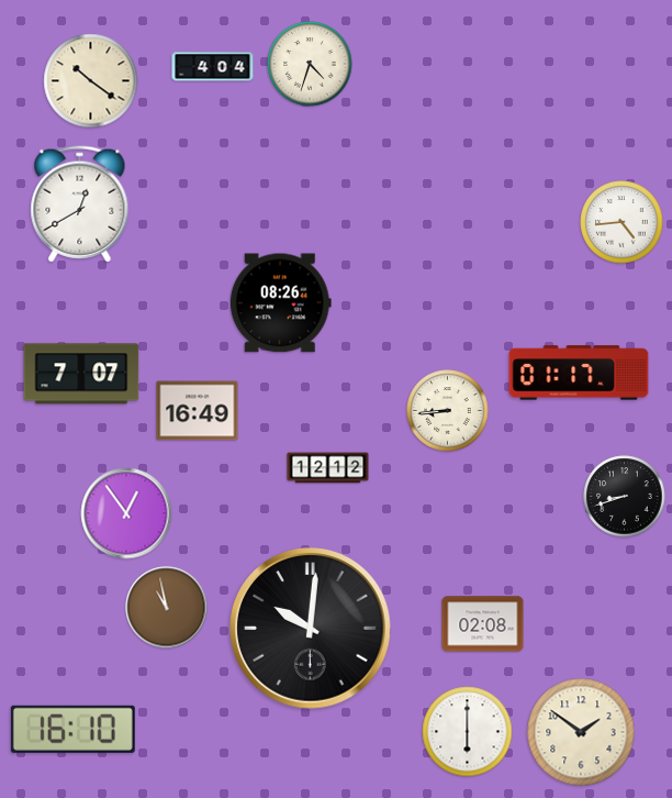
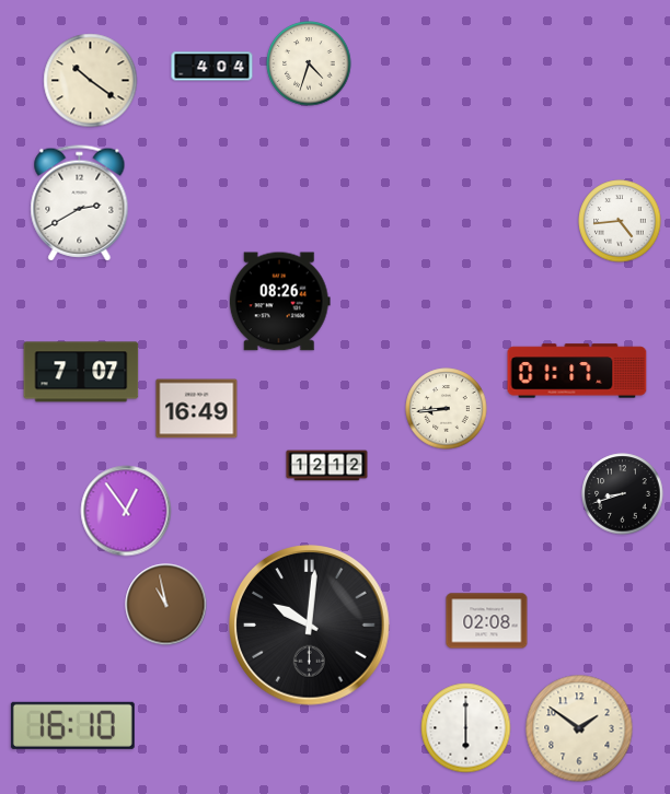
clock at (80, 204): 12:40 -> 2:40
clock at (483, 624) position: (483, 624) -> (487, 621)
